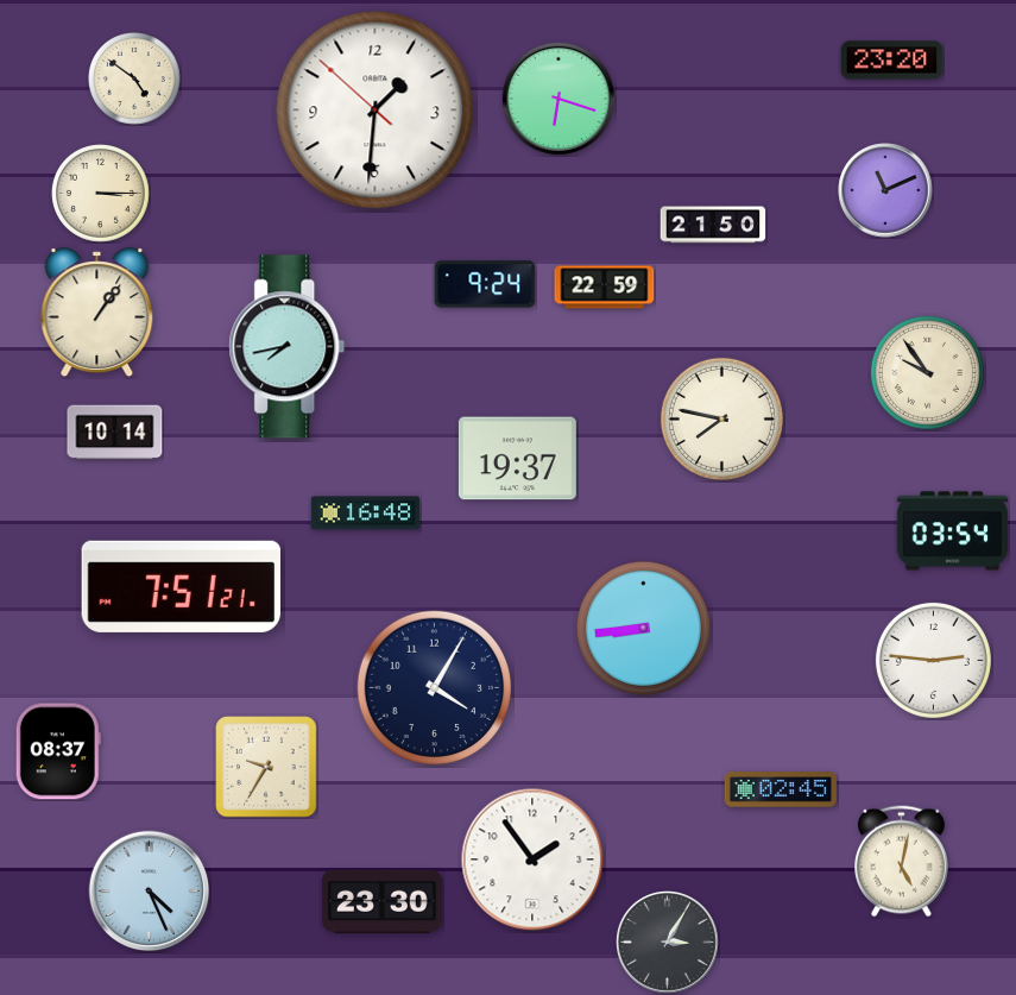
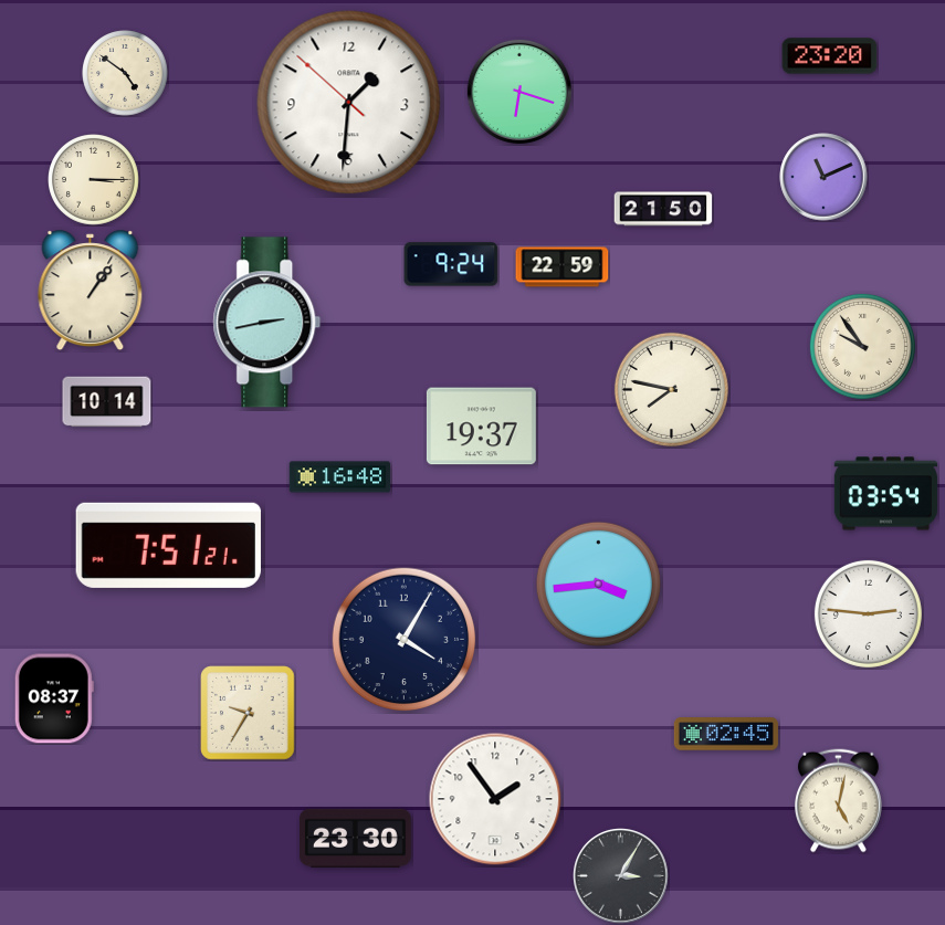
clock at (288, 347): 7:43 -> 2:43
clock at (643, 628): 8:44 -> 3:44
clock at (150, 892): 4:26 -> none
